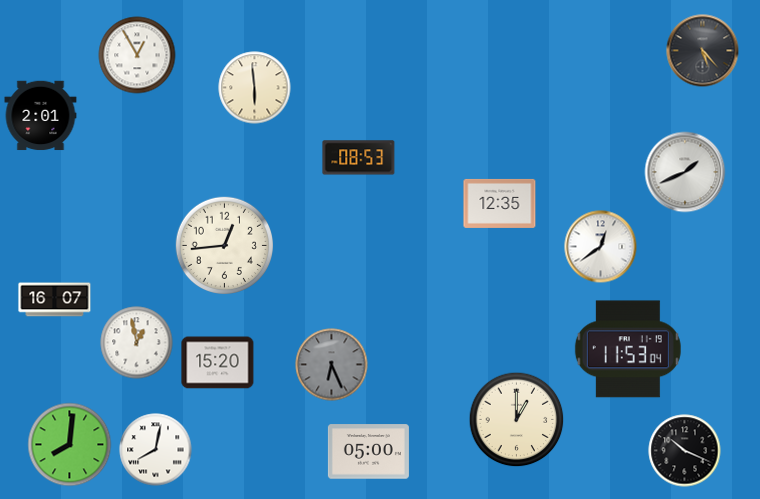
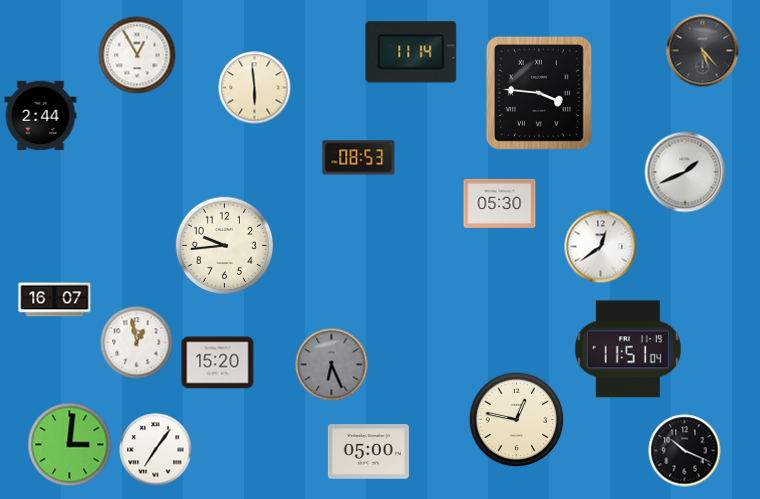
clock at (411, 52): none -> 11:14
clock at (539, 93): none -> 3:46
clock at (41, 116): 2:01 -> 2:44
clock at (500, 203): 12:35 -> 05:30
clock at (224, 245): 12:44 -> 9:44
clock at (628, 349): 11:53 -> 11:51
clock at (517, 420): 1:00 -> 12:47
clock at (70, 445): 8:01 -> 3:01
clock at (156, 450): 8:02 -> 7:06
